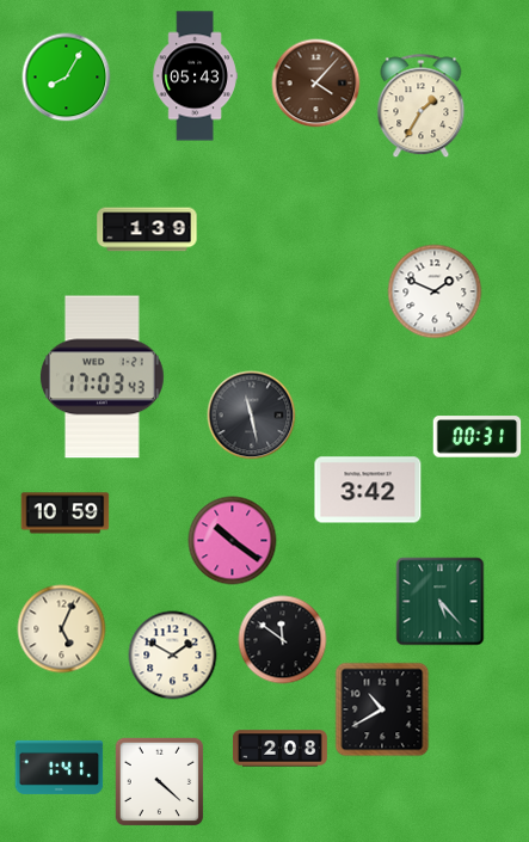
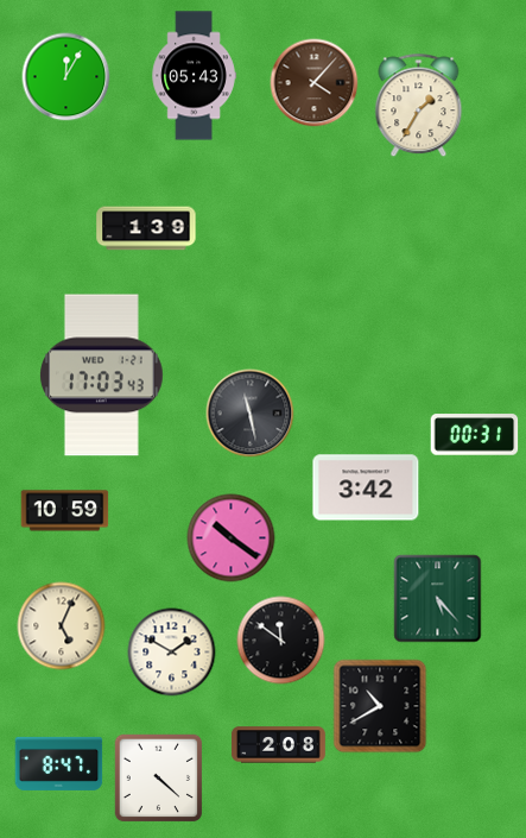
clock at (67, 78): 8:05 -> 12:05
clock at (435, 291): 1:49 -> none
clock at (283, 640) position: (283, 640) -> (281, 641)
clock at (60, 767): 1:41 -> 8:47
